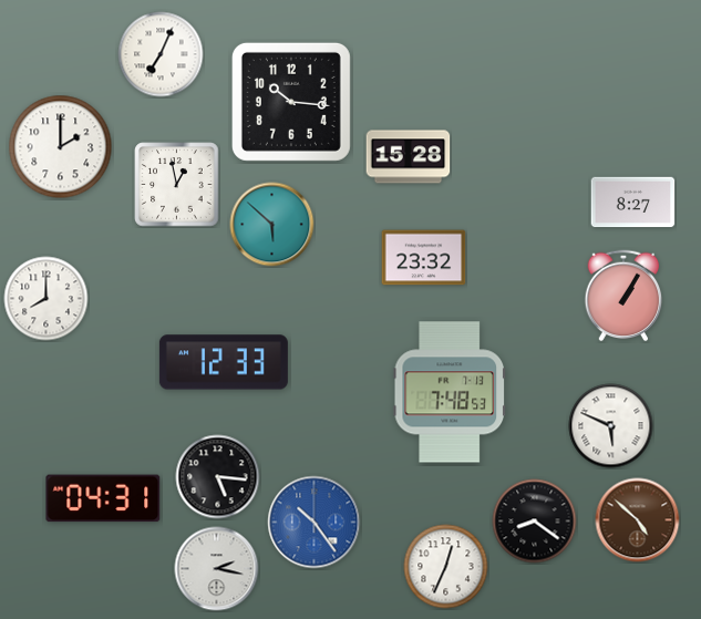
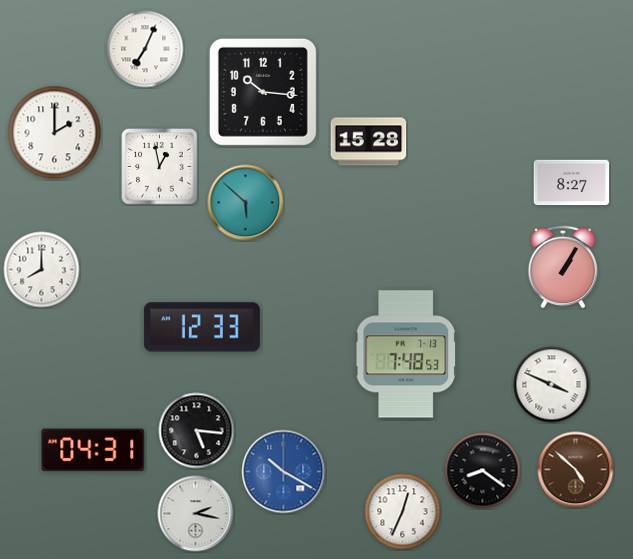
clock at (424, 258): 23:32 -> none
clock at (611, 426): 5:49 -> 3:49
clock at (315, 523): 10:24 -> 10:20
